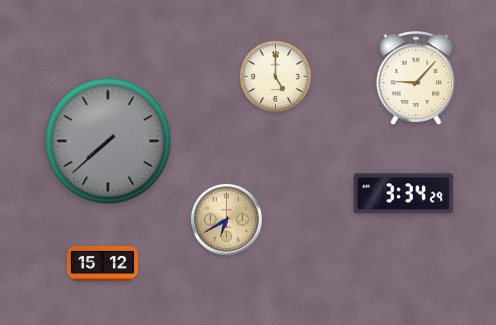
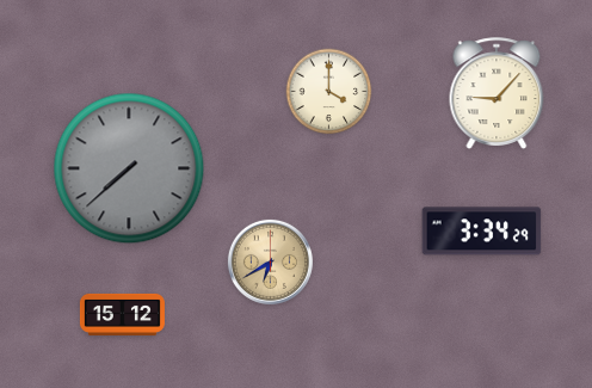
clock at (276, 77): 5:00 -> 4:00
